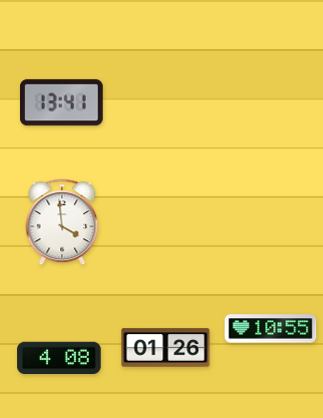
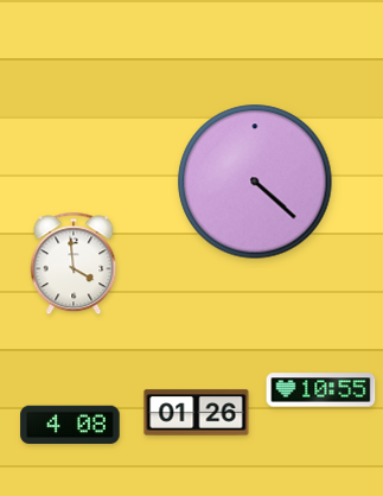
clock at (62, 103): 13:41 -> none
clock at (255, 182): none -> 4:22
